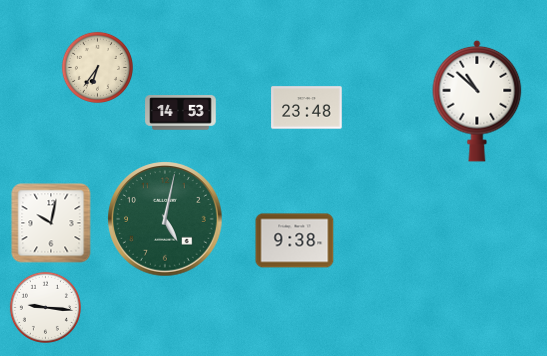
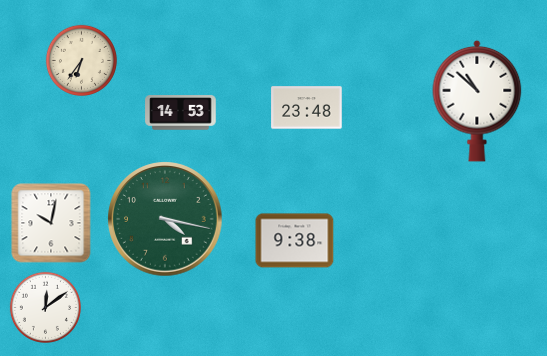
clock at (97, 67) position: (97, 67) -> (81, 60)
clock at (165, 219): 5:02 -> 4:17
clock at (45, 307): 9:16 -> 12:09
